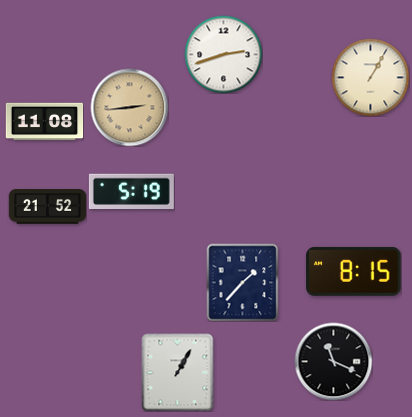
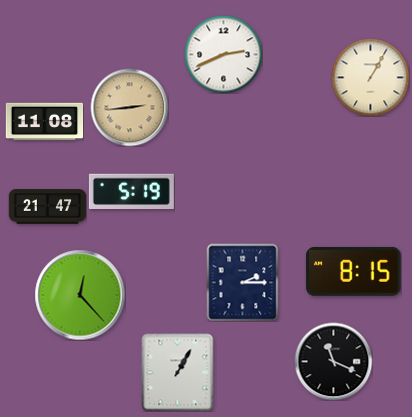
clock at (223, 54): 2:42 -> 2:41
clock at (47, 207): 21:52 -> 21:47
clock at (243, 282): 1:37 -> 2:15
clock at (80, 295): none -> 12:23
